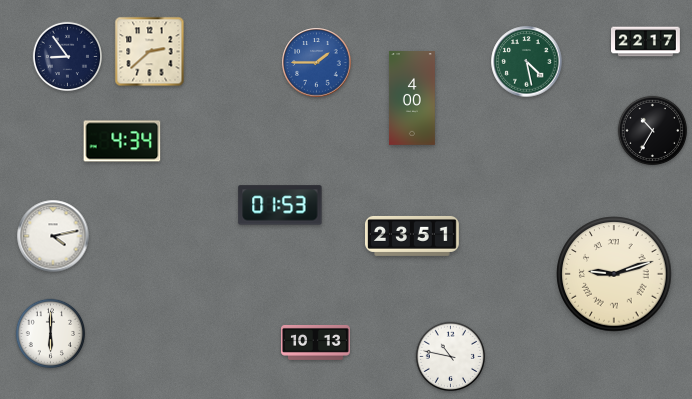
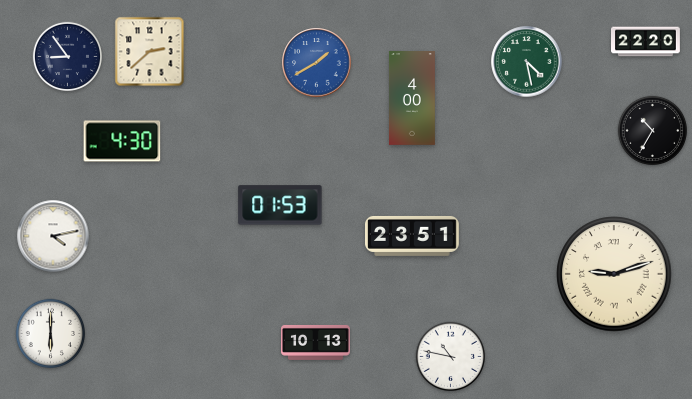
clock at (646, 42): 22:17 -> 22:20
clock at (317, 63): 1:45 -> 1:40
clock at (122, 141): 4:34 -> 4:30
